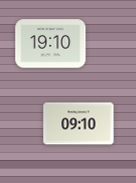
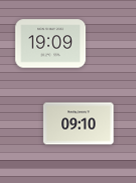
clock at (51, 44): 19:10 -> 19:09
